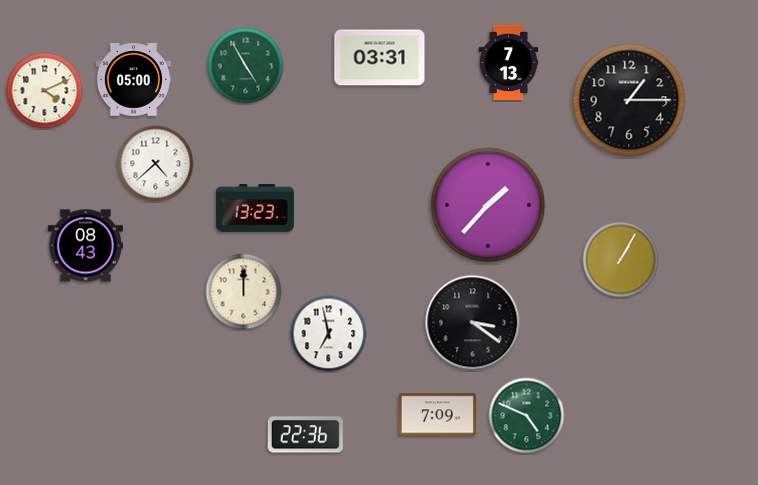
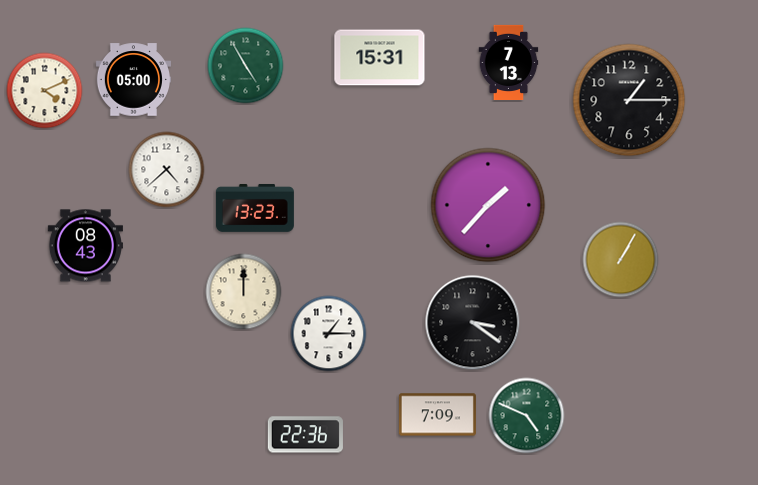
clock at (380, 58): 03:31 -> 15:31
clock at (156, 164) position: (156, 164) -> (167, 170)
clock at (329, 334): 6:58 -> 1:15
